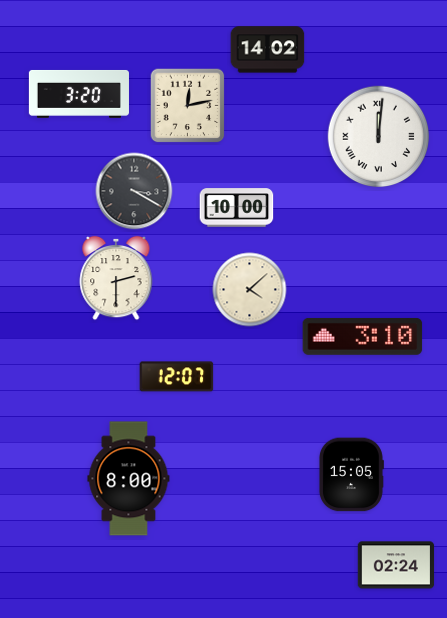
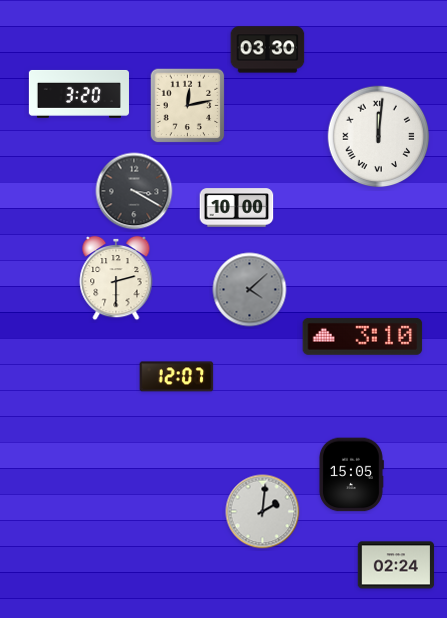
clock at (268, 50): 14:02 -> 03:30
clock at (250, 290) dial: cream -> grey
clock at (129, 479): 8:00 -> none
clock at (263, 512): none -> 2:01
